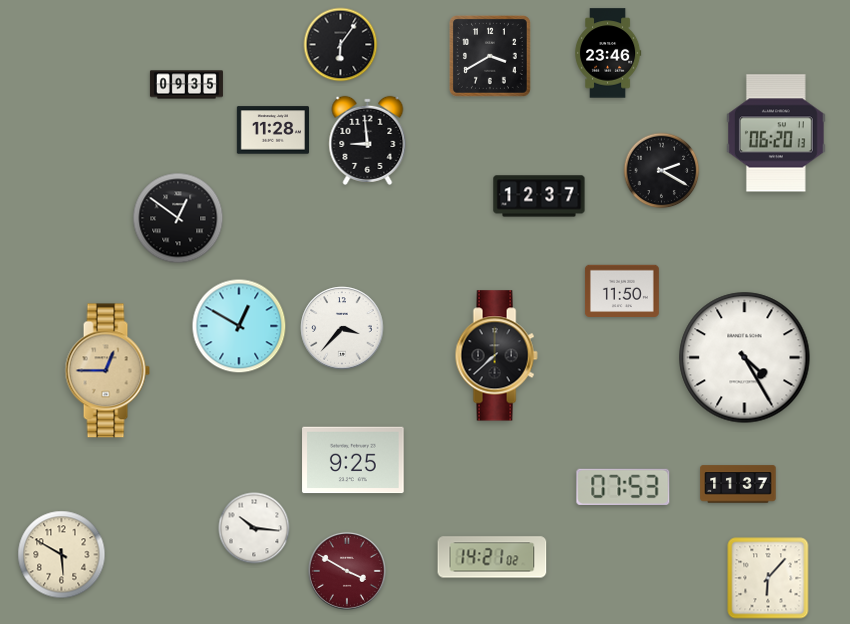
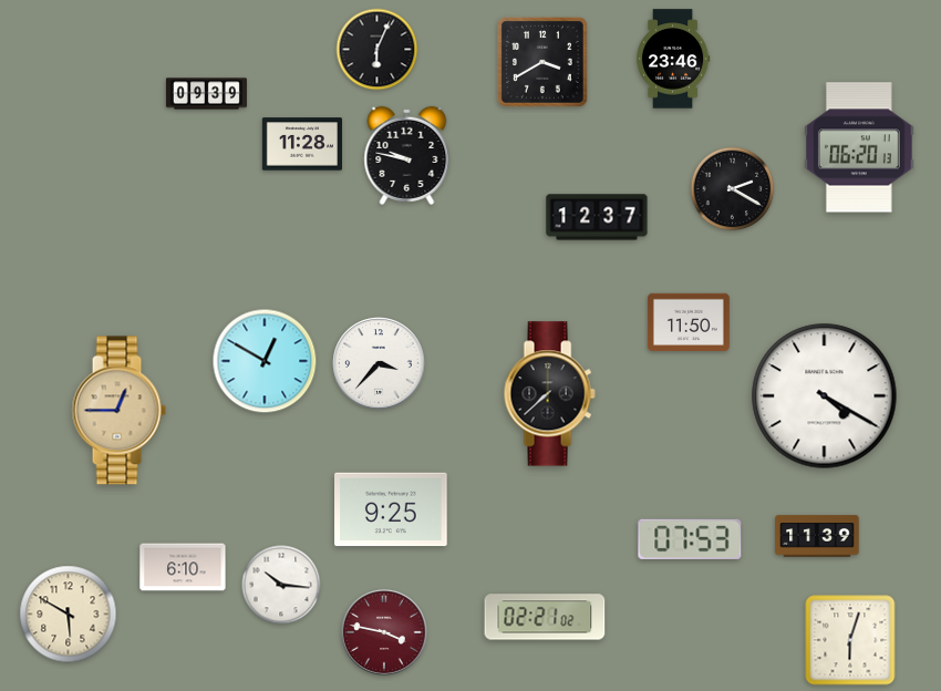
clock at (341, 45): 6:06 -> 6:04
clock at (186, 85): 09:35 -> 09:39
clock at (368, 140): 8:59 -> 9:47
clock at (178, 218): 12:51 -> none
clock at (745, 358): 4:25 -> 4:20
clock at (738, 484): 11:37 -> 11:39
clock at (183, 567): none -> 6:10
clock at (492, 557): 14:21 -> 02:21
clock at (347, 571): 3:50 -> 3:47
clock at (768, 578): 6:07 -> 6:03
